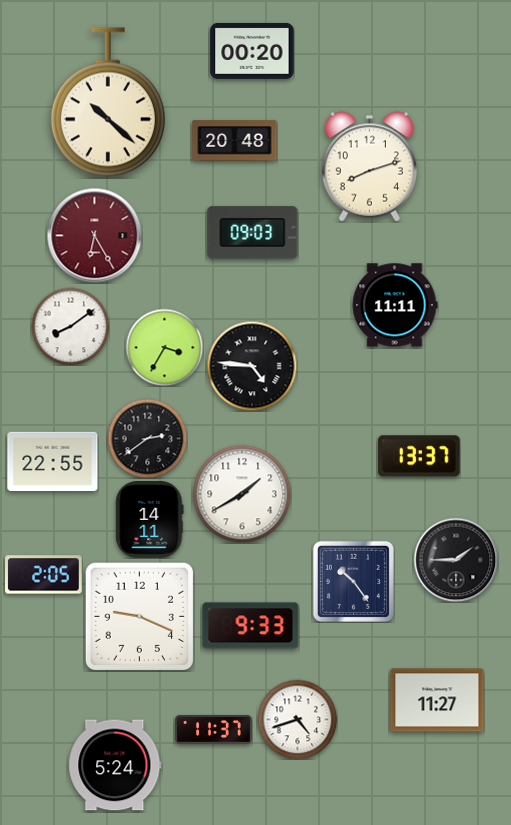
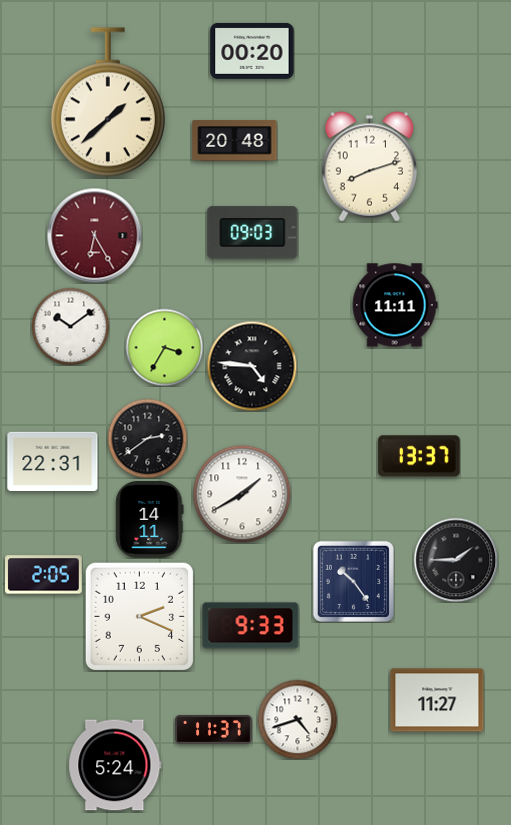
clock at (108, 102): 10:22 -> 1:38
clock at (70, 326): 8:09 -> 10:09
clock at (53, 461): 22:55 -> 22:31
clock at (139, 616): 9:19 -> 2:19
